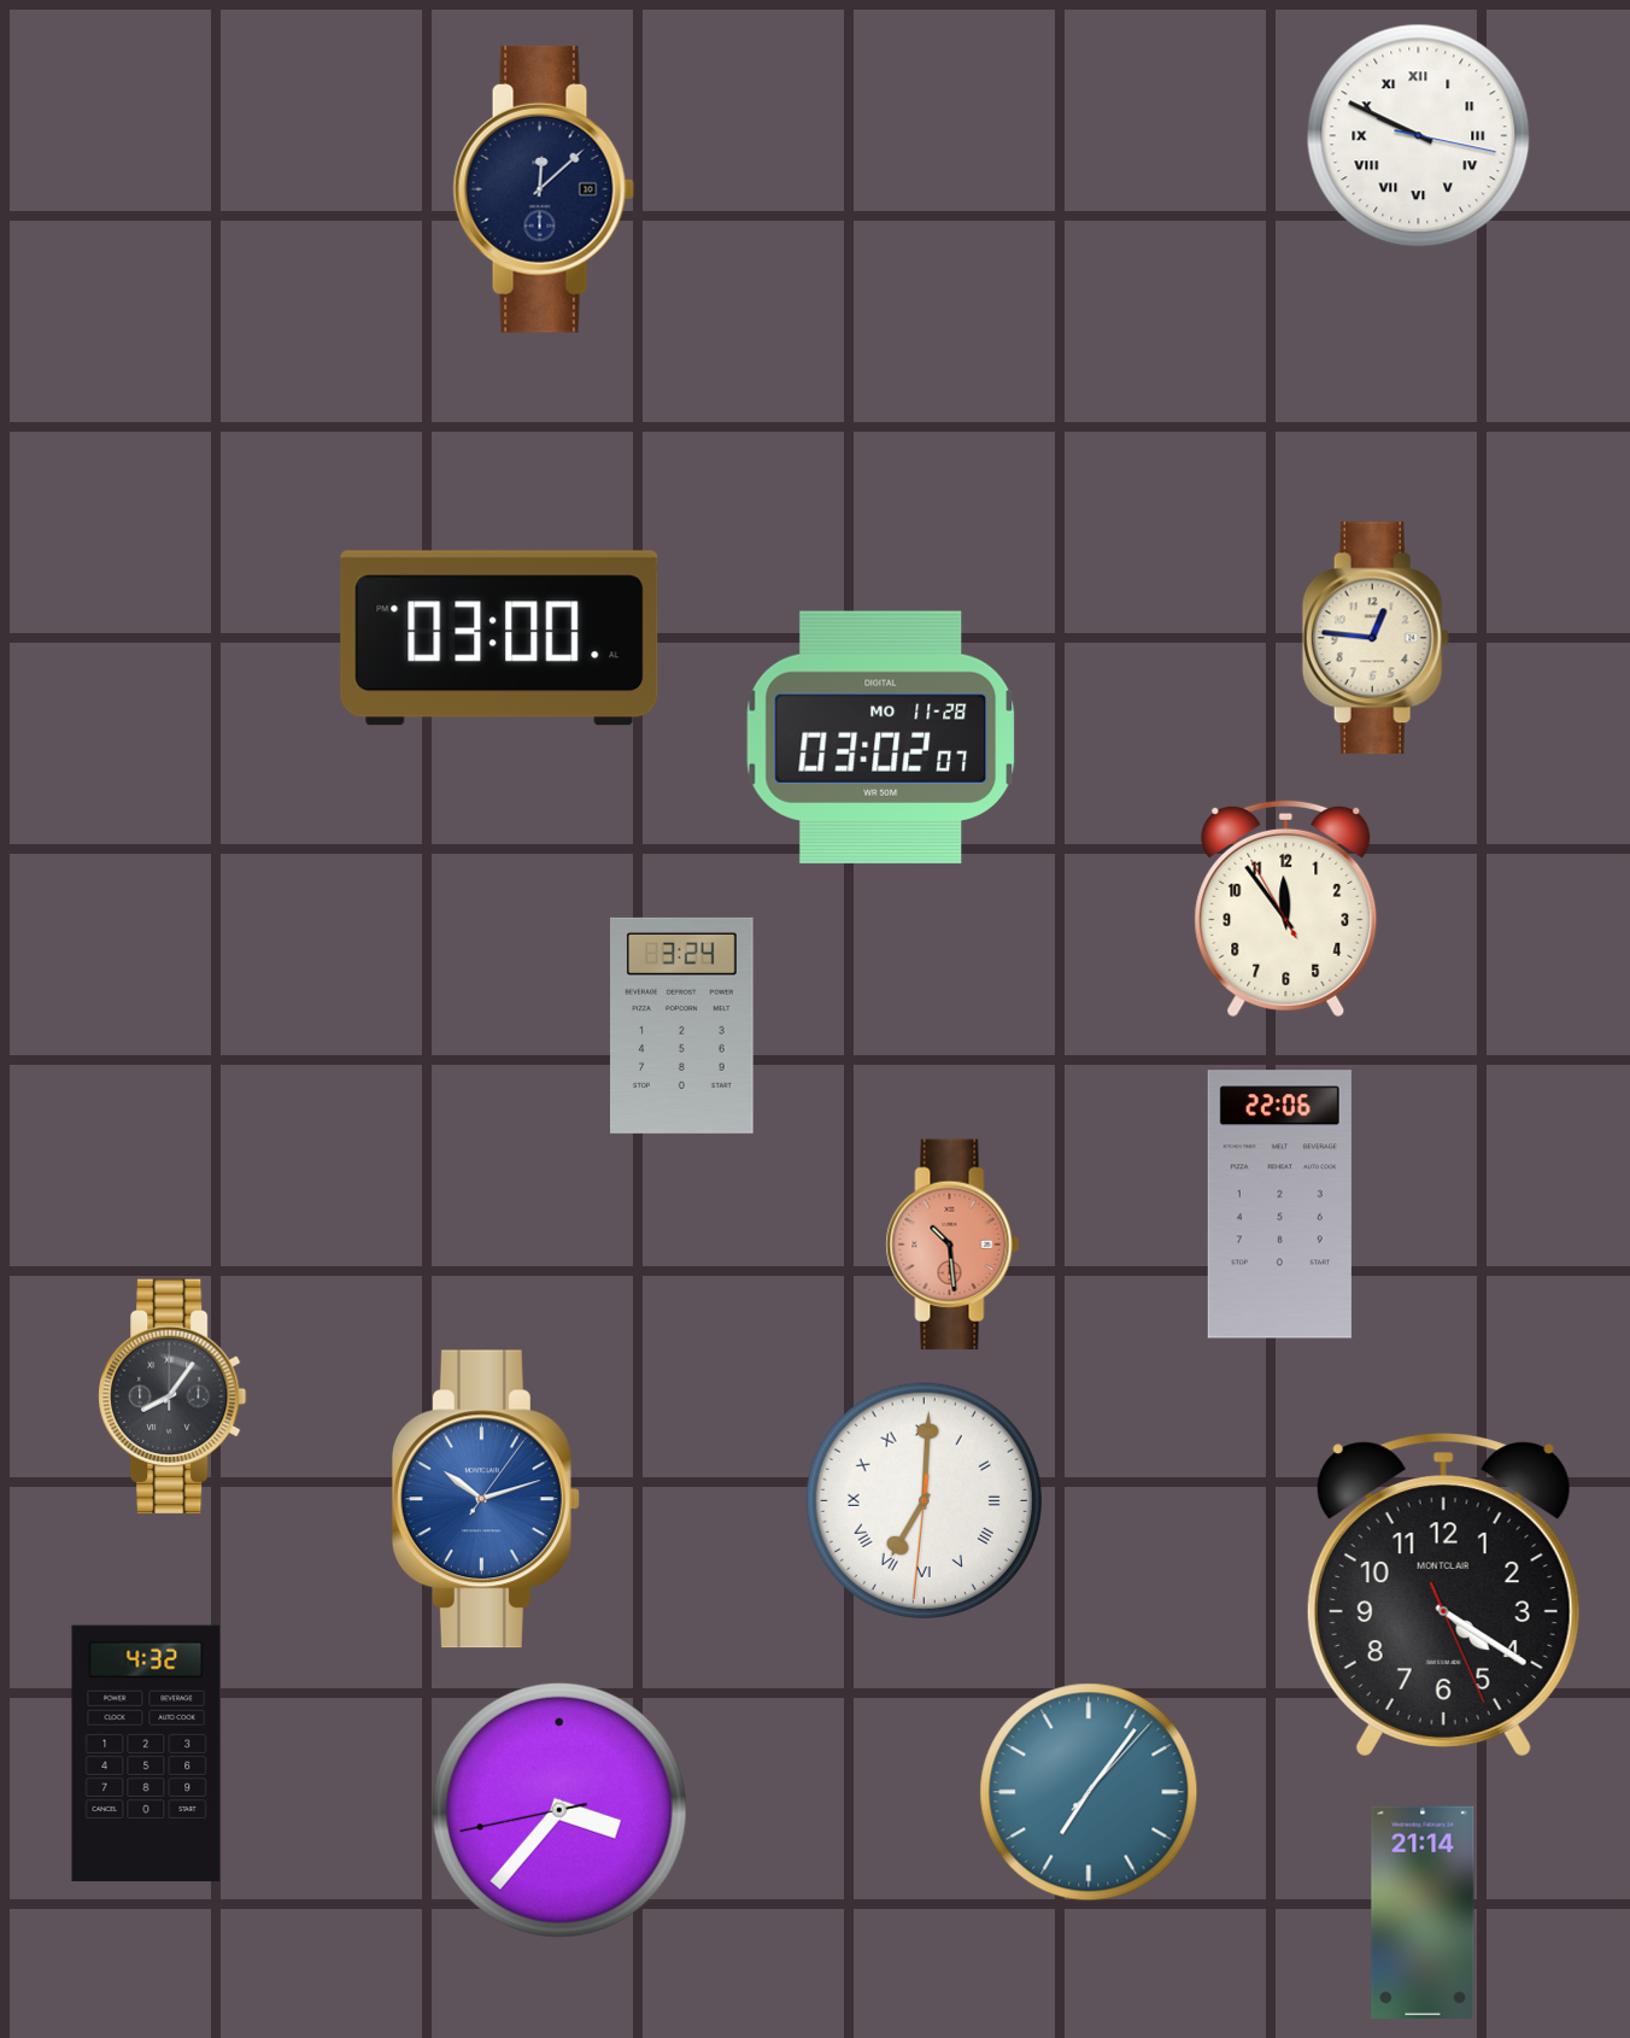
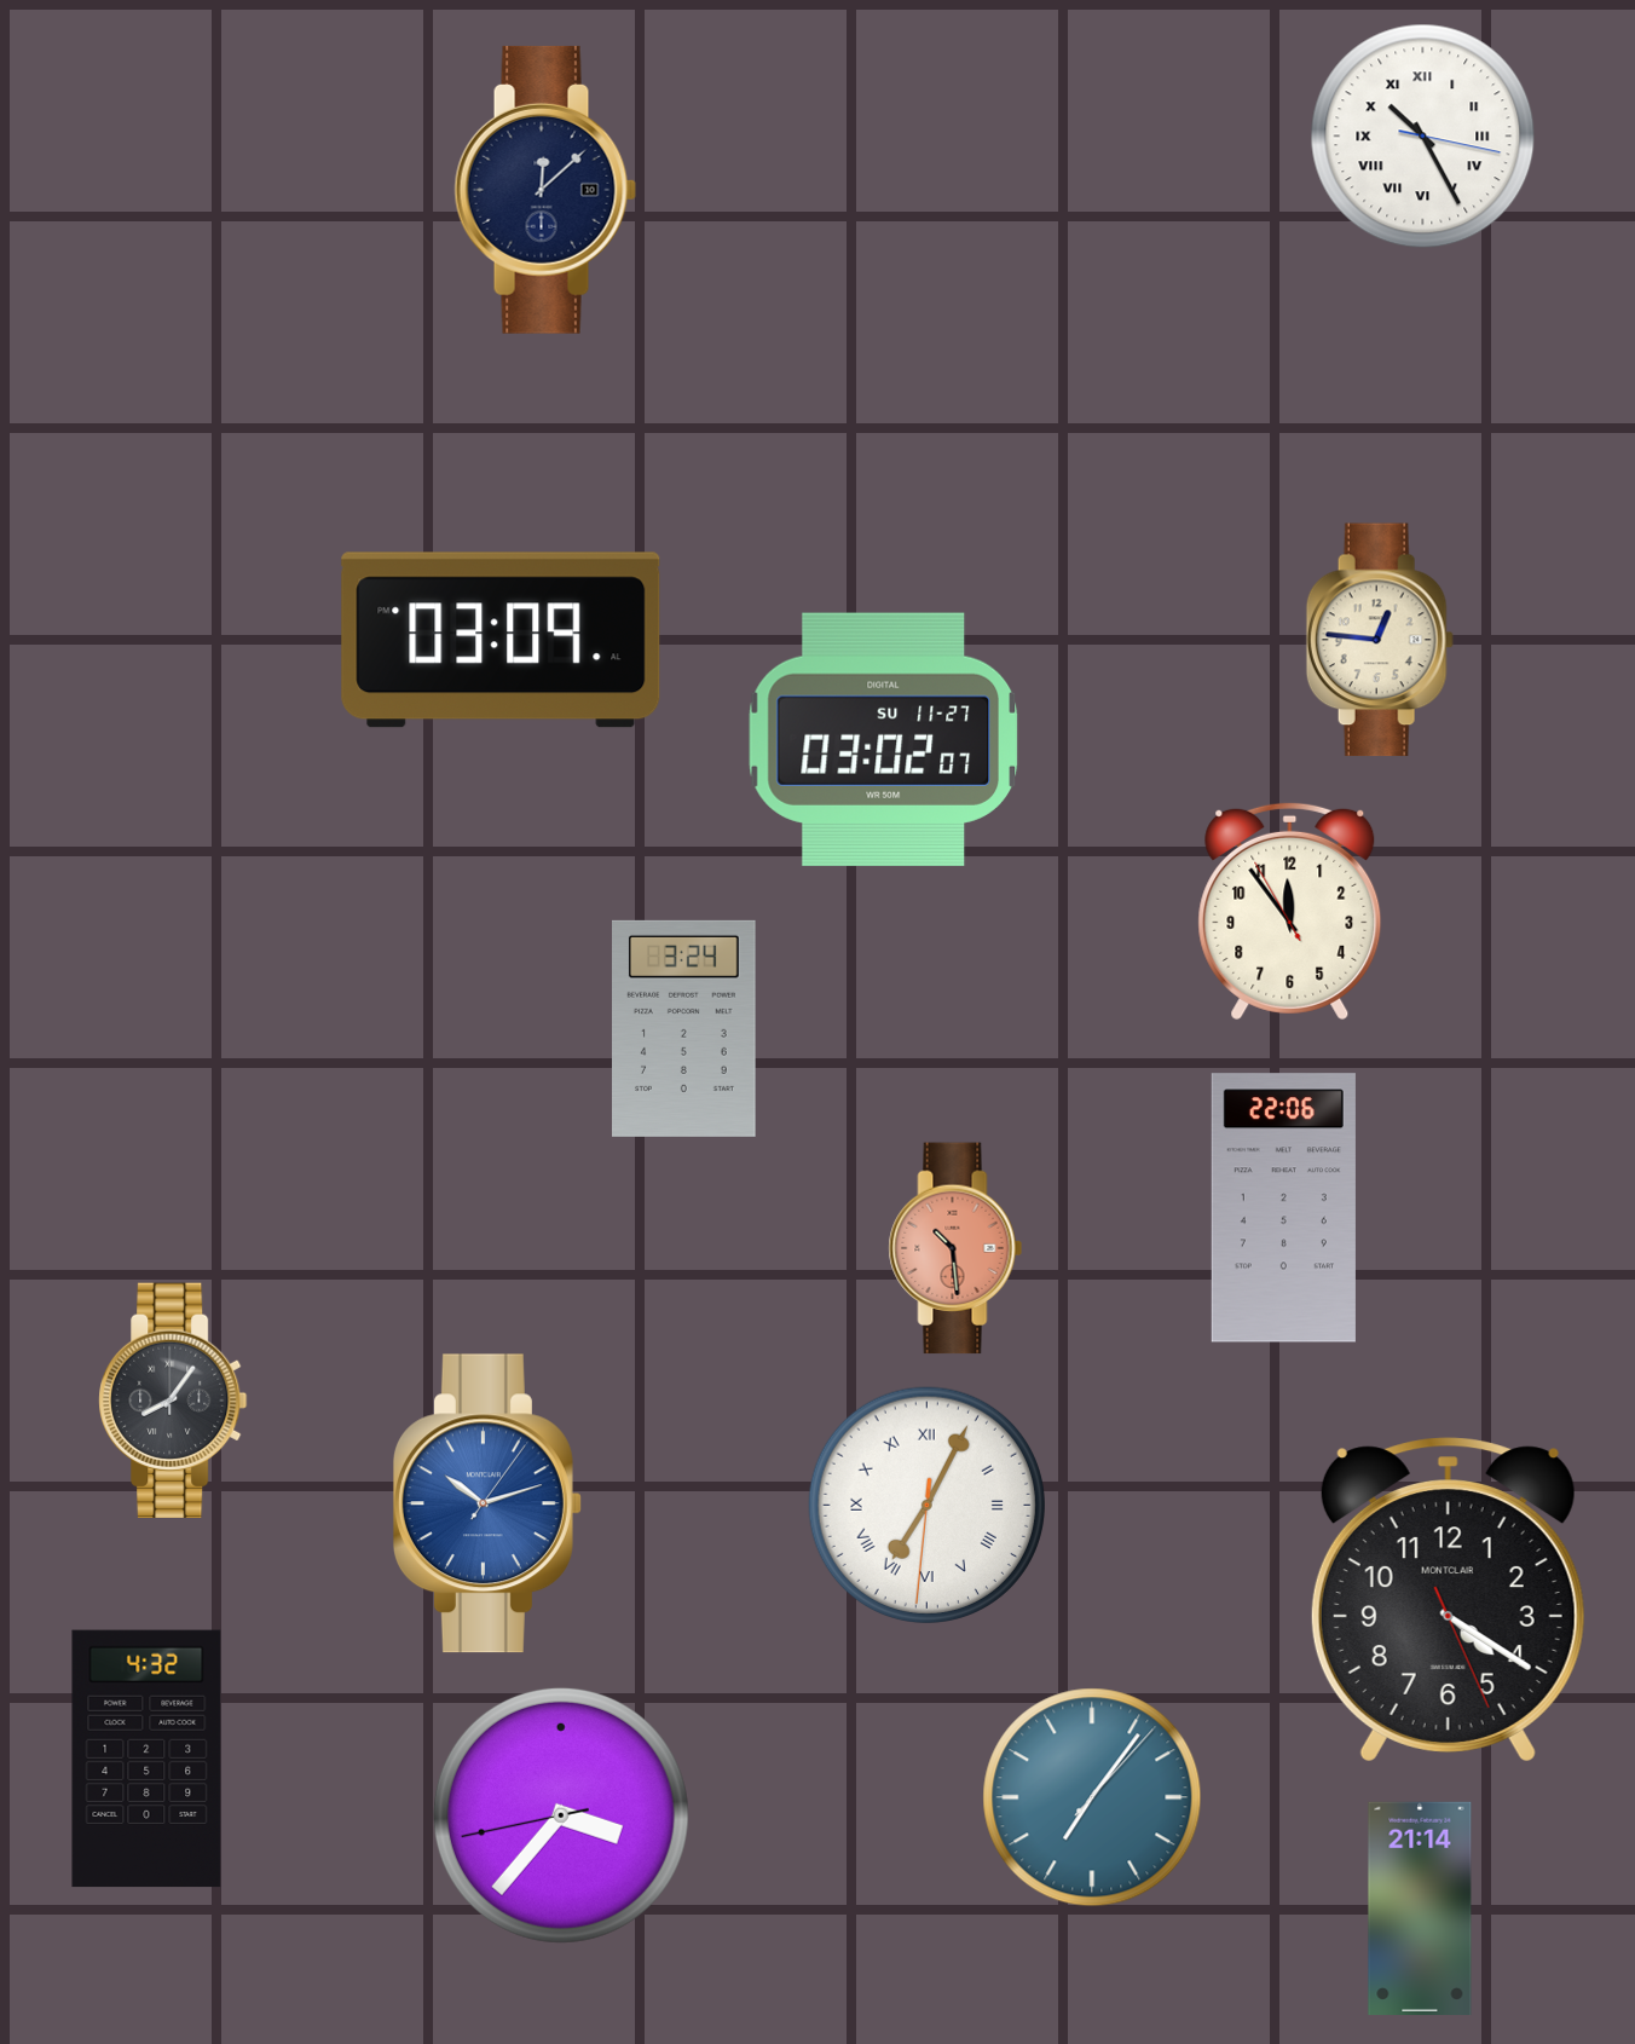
clock at (1419, 136): 9:49 -> 10:25
clock at (499, 638): 03:00 -> 03:09
clock at (881, 737) date: MO 11-28 -> SU 11-27
clock at (924, 1500): 7:00 -> 7:04
clock at (1423, 1911) position: (1423, 1911) -> (1420, 1907)
